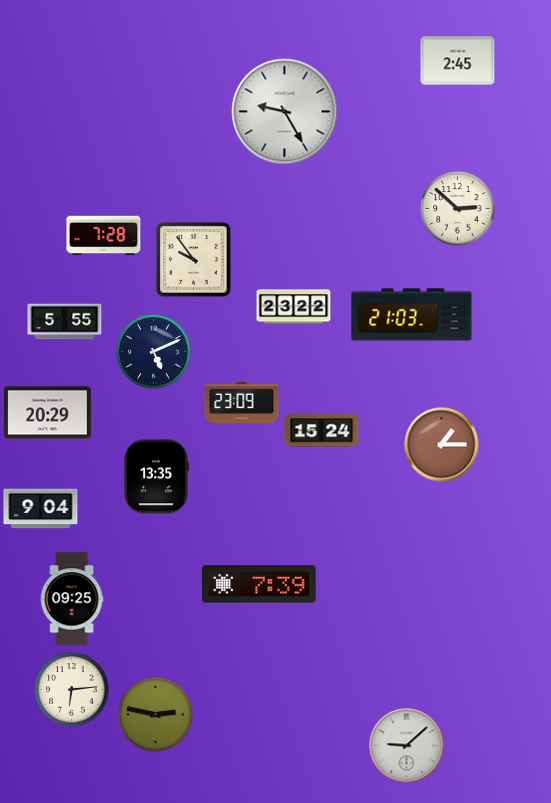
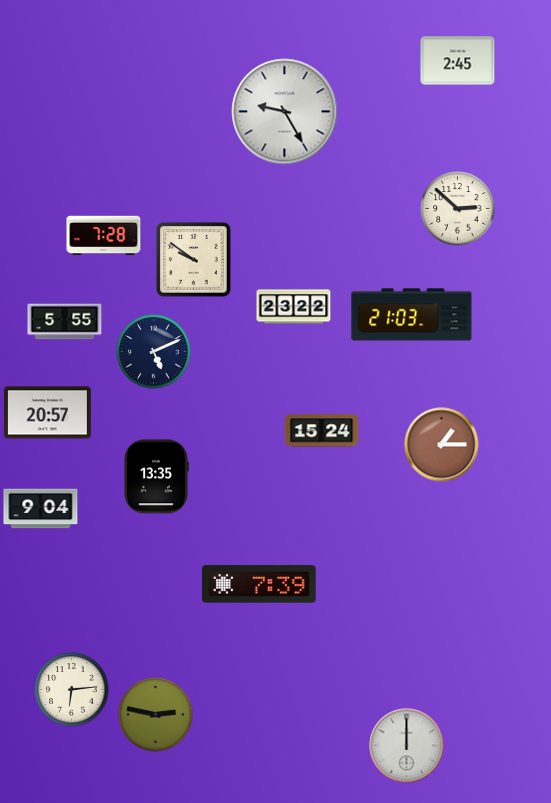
clock at (194, 260): 9:54 -> 9:51
clock at (242, 403): 23:09 -> none
clock at (47, 413): 20:29 -> 20:57
clock at (72, 599): 09:25 -> none
clock at (407, 746): 9:08 -> 12:00
